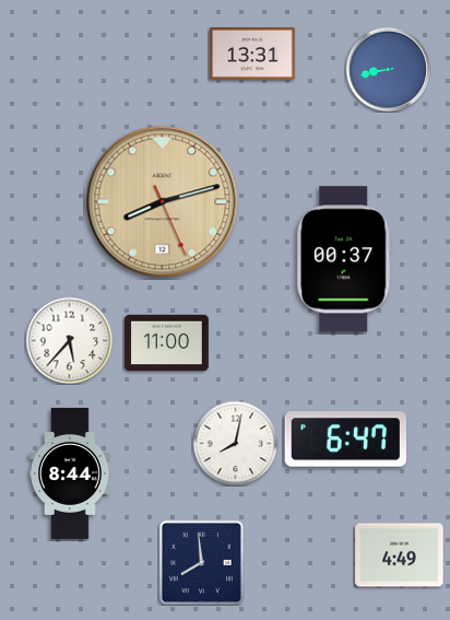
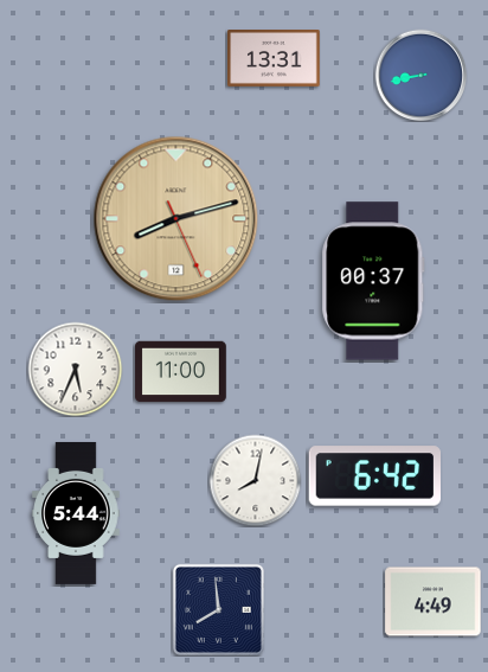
clock at (69, 340): 5:37 -> 5:34
clock at (345, 440): 6:47 -> 6:42
clock at (70, 473): 8:44 -> 5:44
